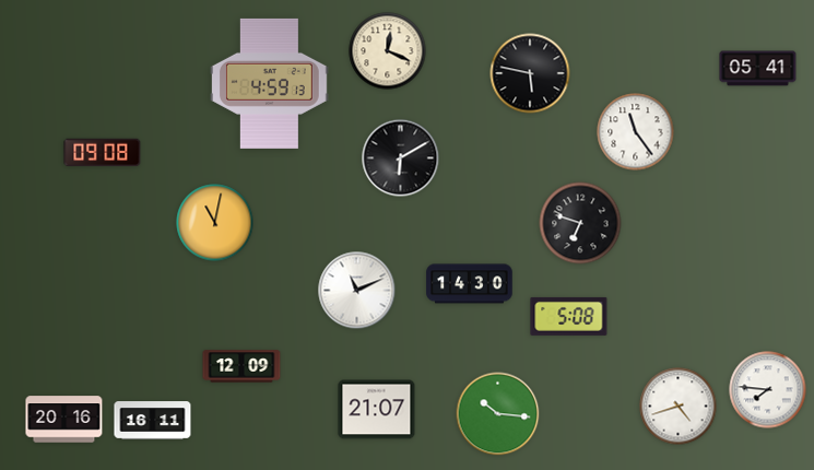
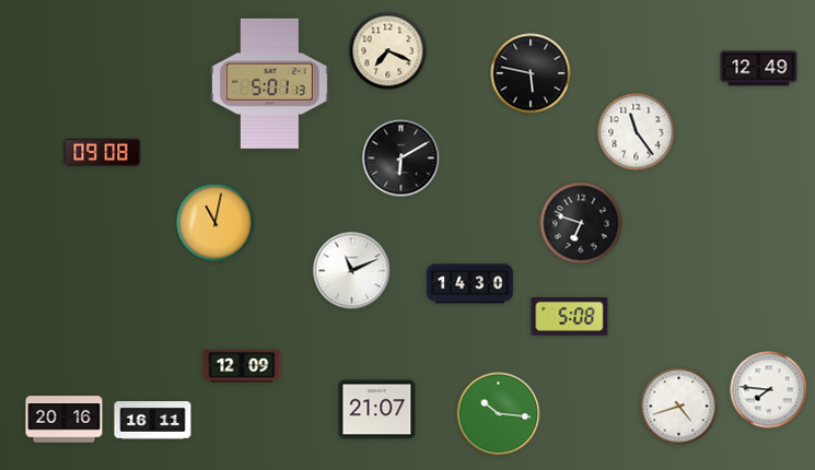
clock at (388, 51): 12:19 -> 7:19
clock at (758, 69): 05:41 -> 12:49
clock at (270, 83): 4:59 -> 5:01
clock at (357, 291) position: (357, 291) -> (352, 271)
